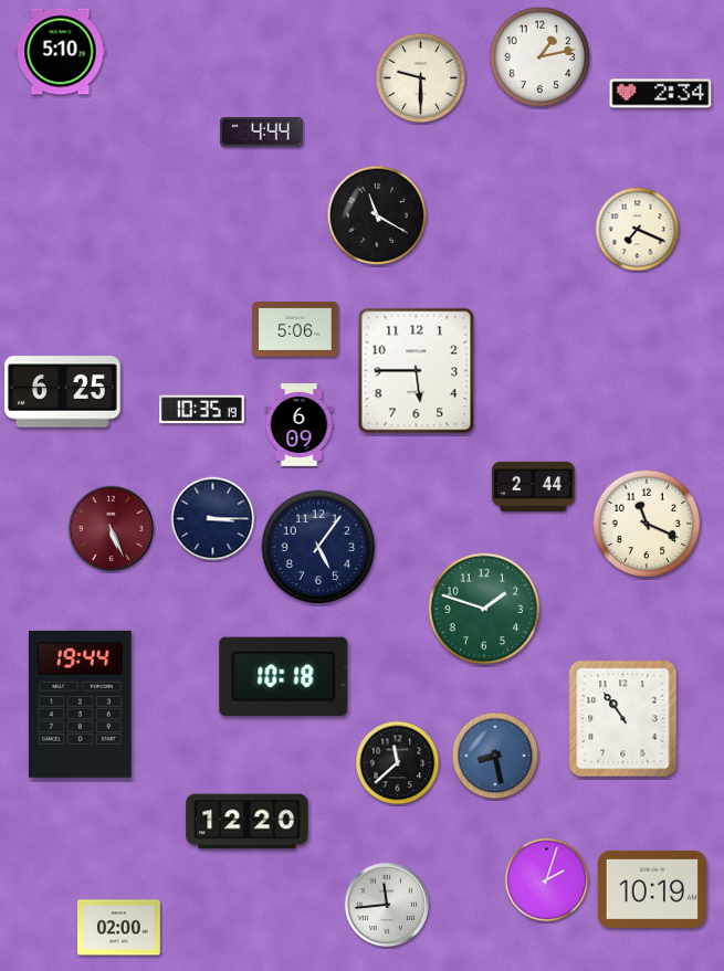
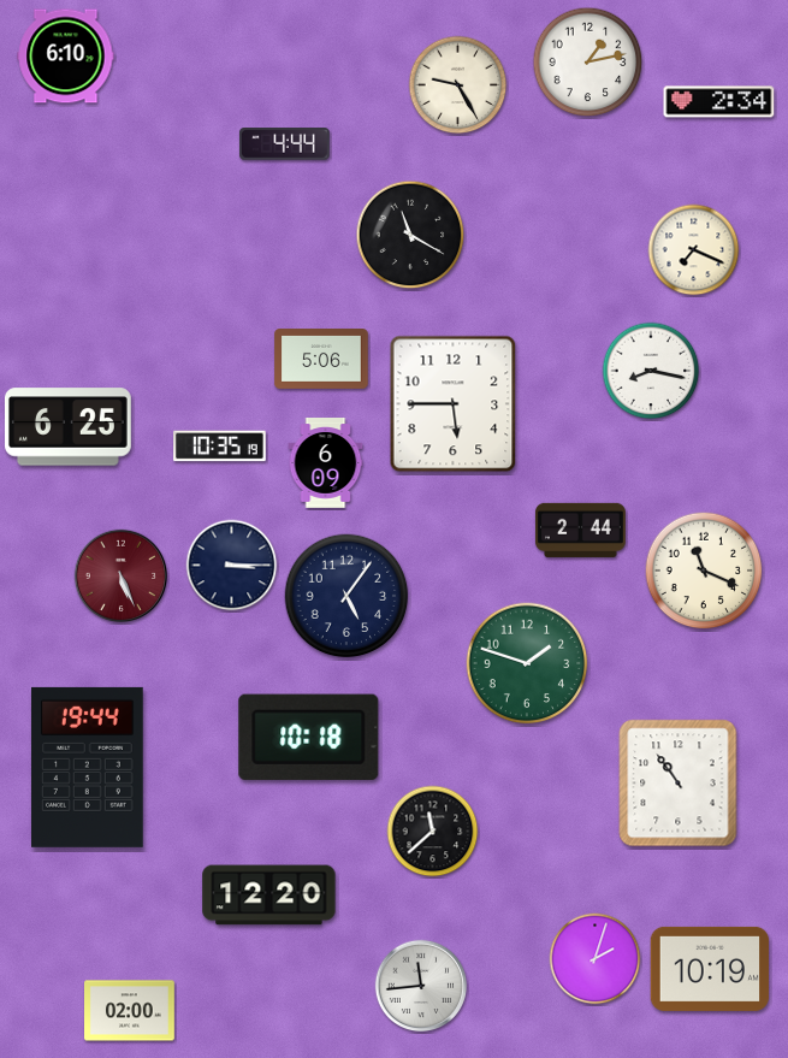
clock at (61, 52): 5:10 -> 6:10
clock at (421, 78): 9:30 -> 9:25
clock at (651, 371): none -> 8:17
clock at (495, 756): 8:28 -> none
